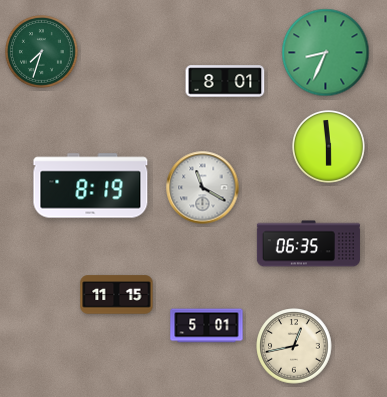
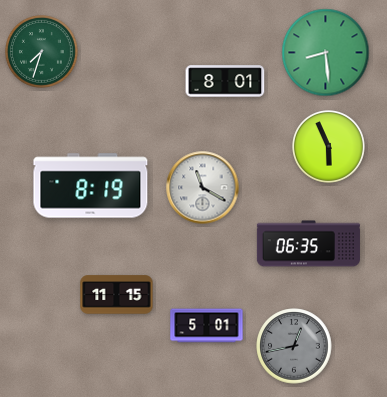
clock at (326, 53): 8:34 -> 8:29
clock at (329, 147): 5:59 -> 5:56
clock at (294, 346) dial: cream -> grey
